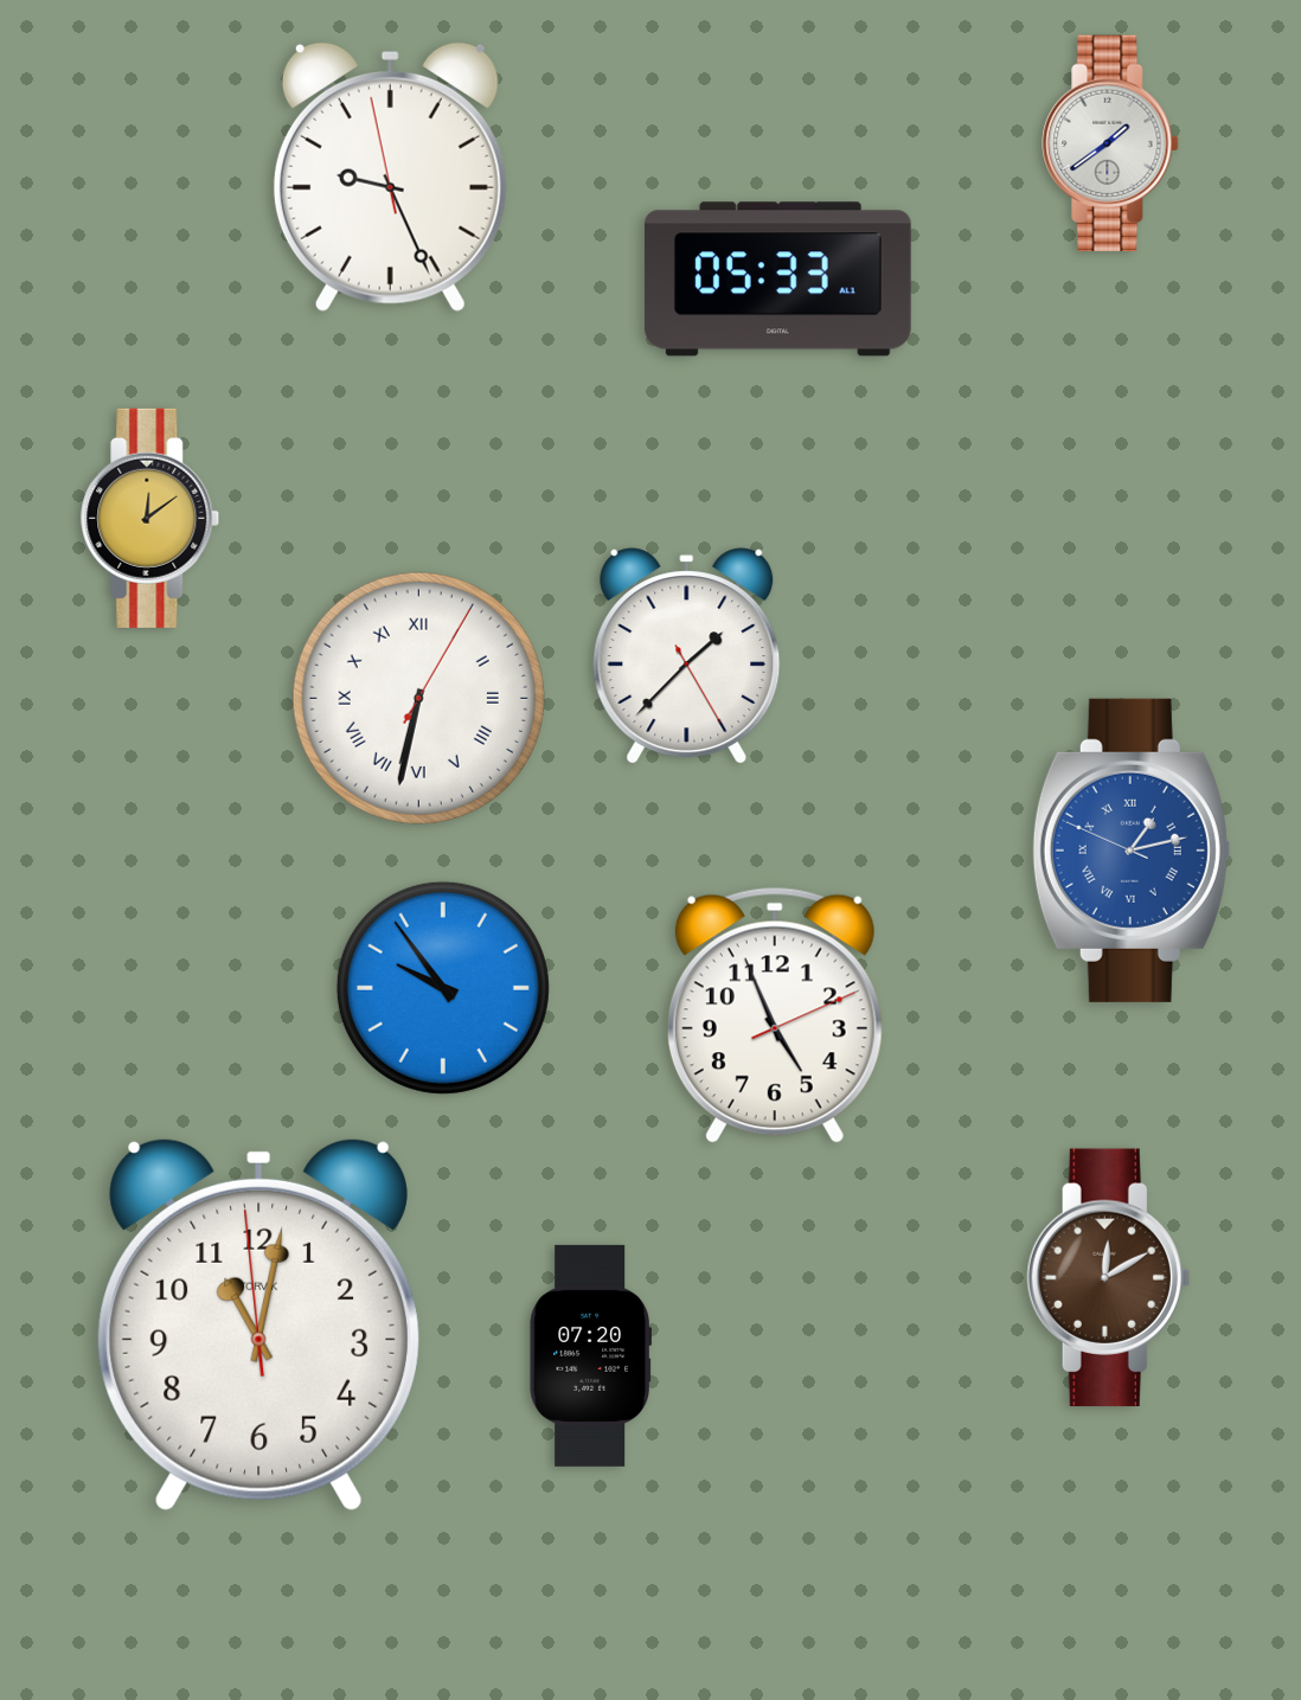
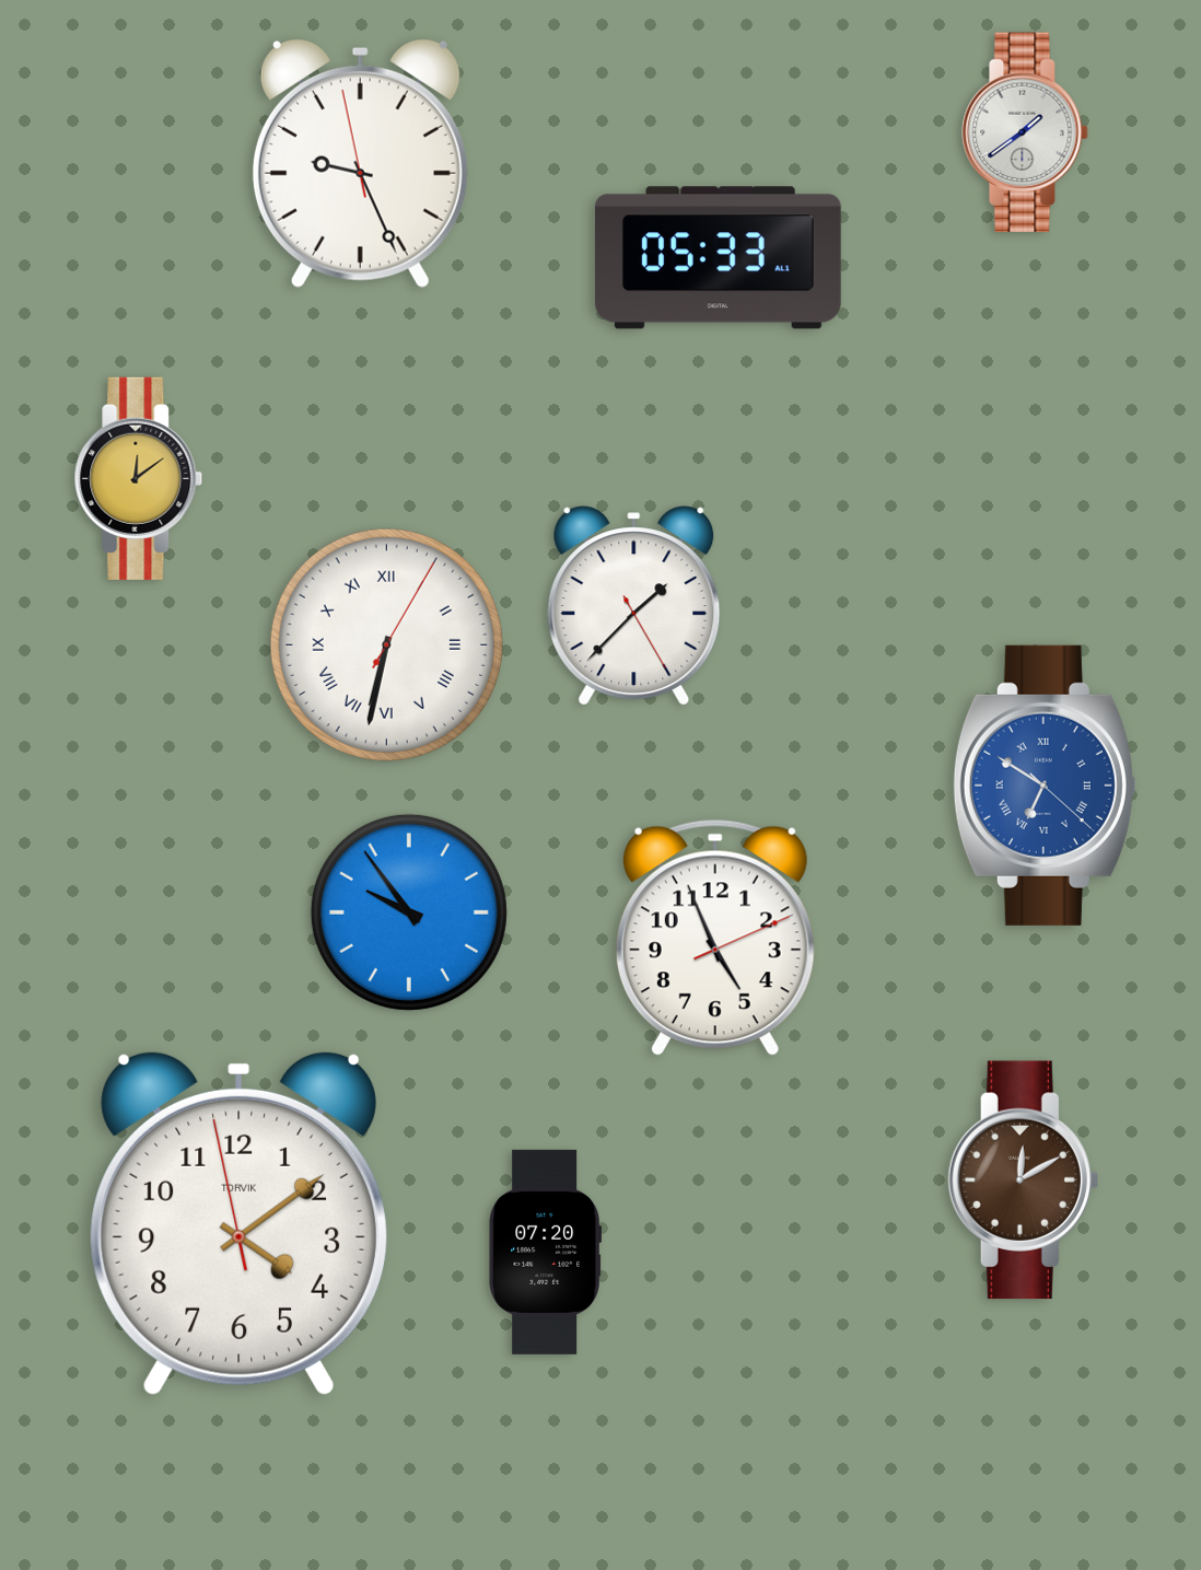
clock at (1132, 851): 1:12 -> 6:50
clock at (258, 1324): 11:01 -> 4:08
